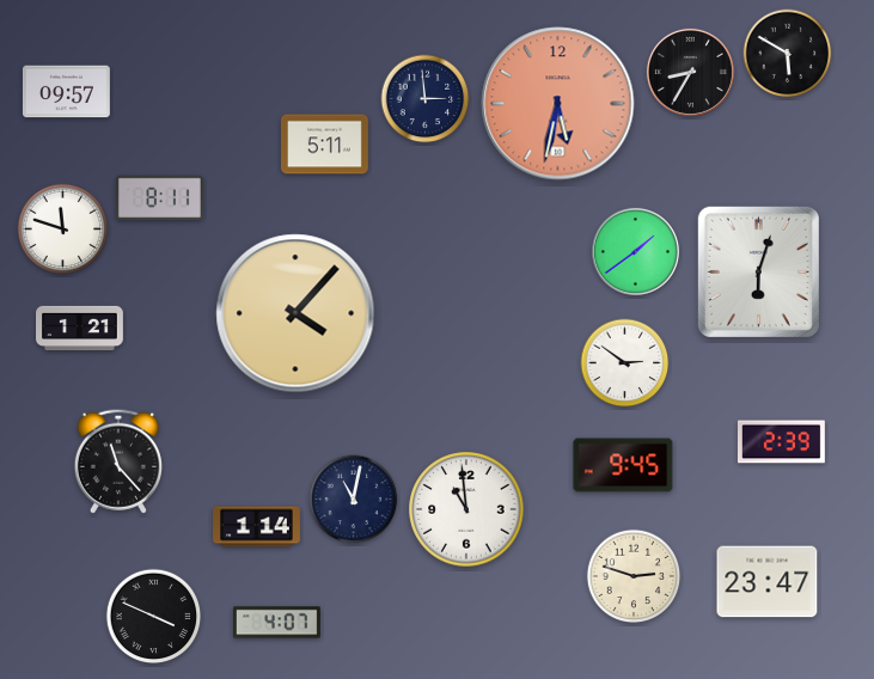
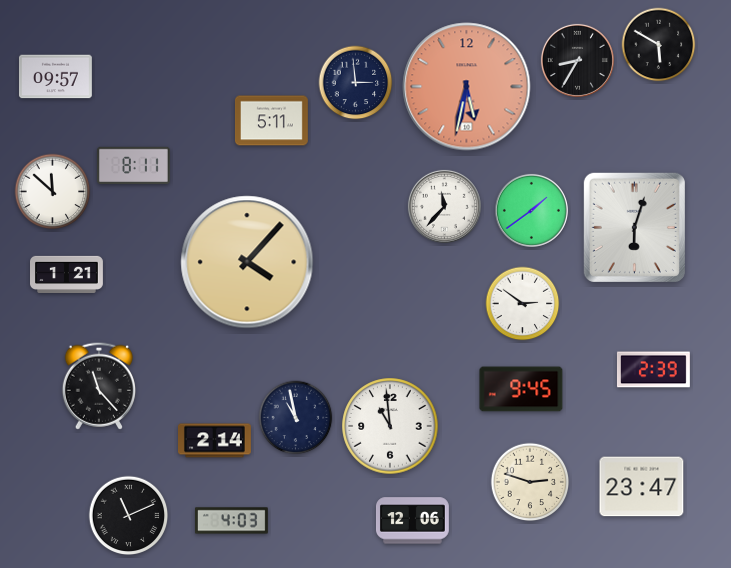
clock at (63, 230): 11:48 -> 11:52
clock at (444, 206): none -> 11:37
clock at (354, 500): 11:02 -> 10:58
clock at (257, 527): 1:14 -> 2:14
clock at (154, 617): 3:49 -> 11:11
clock at (276, 623): 4:07 -> 4:03
clock at (412, 521): none -> 12:06
